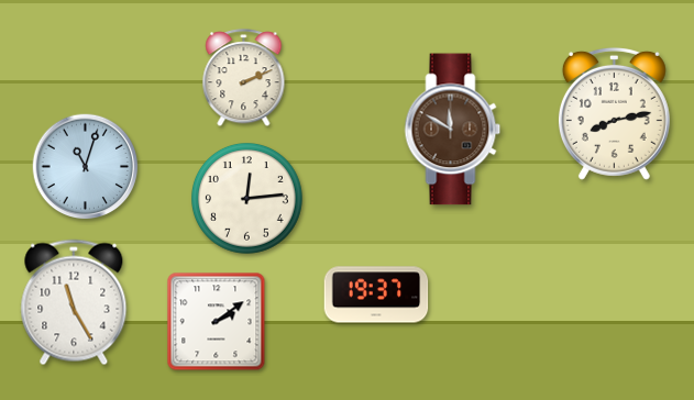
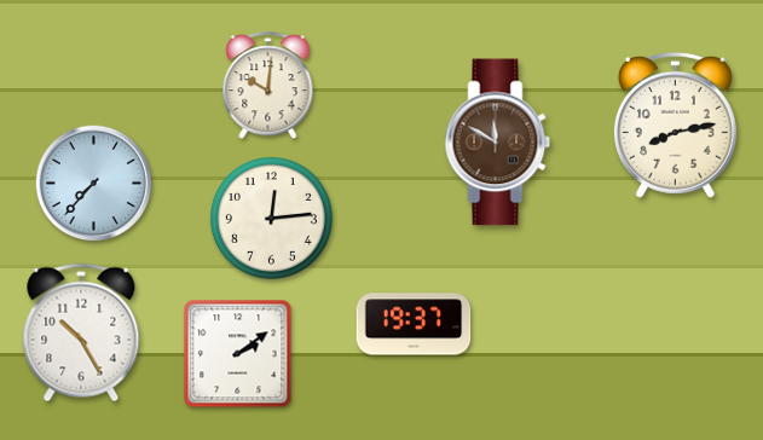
clock at (244, 78): 2:11 -> 10:01
clock at (86, 167): 11:03 -> 7:37
clock at (74, 302): 11:25 -> 10:25
